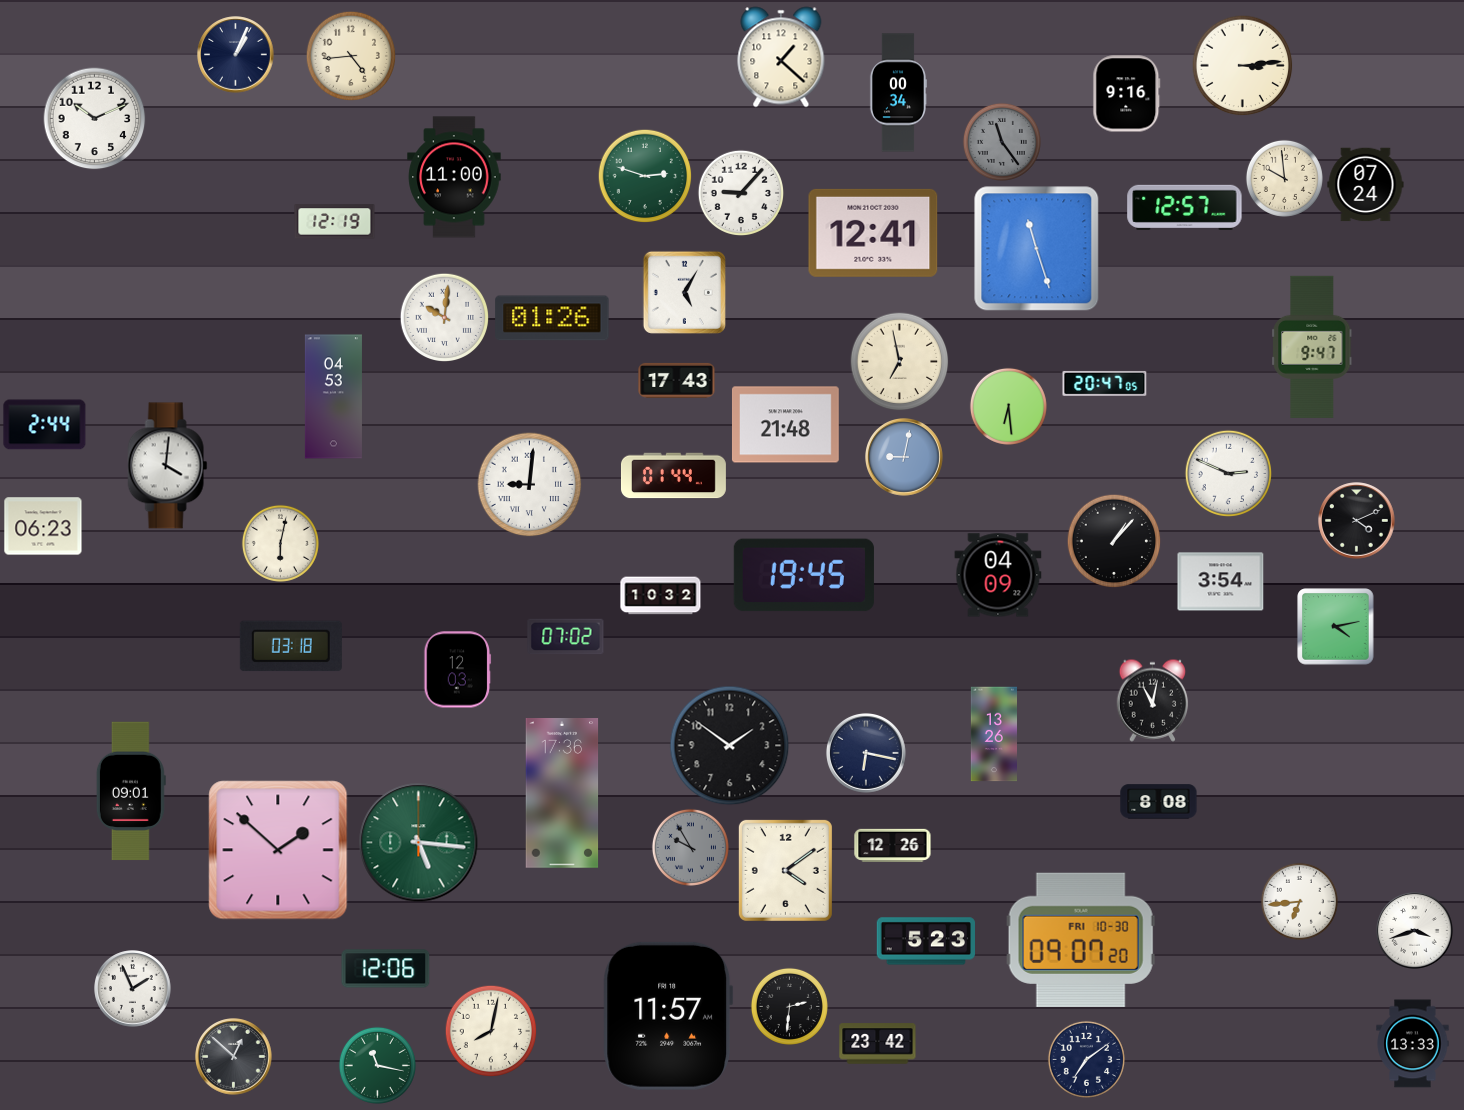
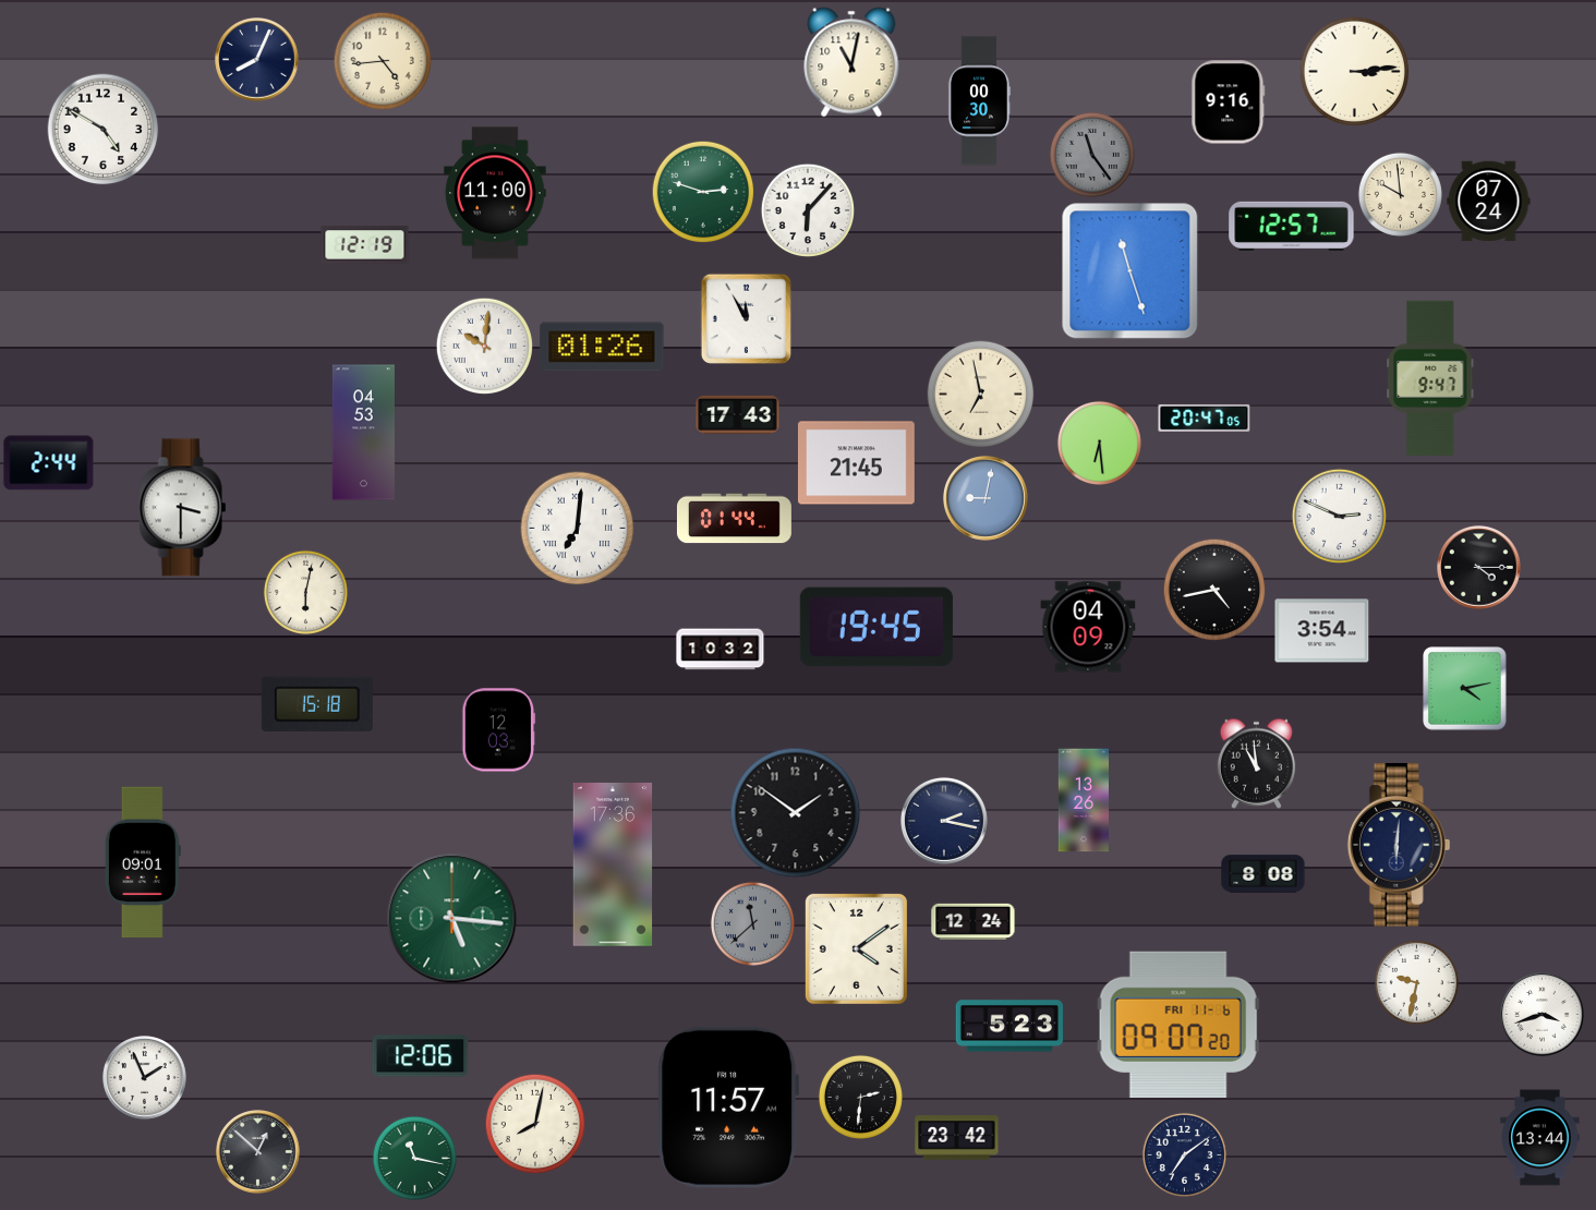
clock at (236, 55): 1:04 -> 8:04
clock at (781, 57): 1:22 -> 11:02
clock at (897, 93): 00:34 -> 00:30
clock at (95, 119): 10:11 -> 4:50
clock at (740, 192): 9:07 -> 6:07
clock at (335, 222) position: (335, 222) -> (365, 245)
clock at (873, 233): 12:41 -> none
clock at (684, 292): 5:05 -> 11:55
clock at (785, 425): 21:48 -> 21:45
clock at (168, 466): 4:01 -> 3:30
clock at (530, 485): 9:01 -> 7:01
clock at (1357, 521): 4:11 -> 4:15
clock at (43, 526): 06:23 -> none
clock at (1114, 541): 1:07 -> 4:43
clock at (1221, 582) position: (1221, 582) -> (1322, 631)
clock at (1336, 627) position: (1336, 627) -> (1465, 689)
clock at (566, 637): 07:02 -> none
clock at (291, 646): 03:18 -> 15:18
clock at (1153, 700): 11:02 -> 10:59
clock at (866, 753): 6:17 -> 2:17
clock at (1399, 846): none -> 6:01
clock at (419, 843) position: (419, 843) -> (452, 919)
clock at (893, 845): 12:26 -> 12:24
clock at (690, 847): 9:55 -> 11:38
clock at (278, 850): 1:52 -> none
clock at (1299, 901): 6:44 -> 9:32
clock at (1081, 940) date: FRI 10-30 -> FRI 11-6
clock at (1413, 1044): 13:33 -> 13:44
clock at (234, 1057) position: (234, 1057) -> (258, 1152)
clock at (377, 1065) position: (377, 1065) -> (414, 1158)
